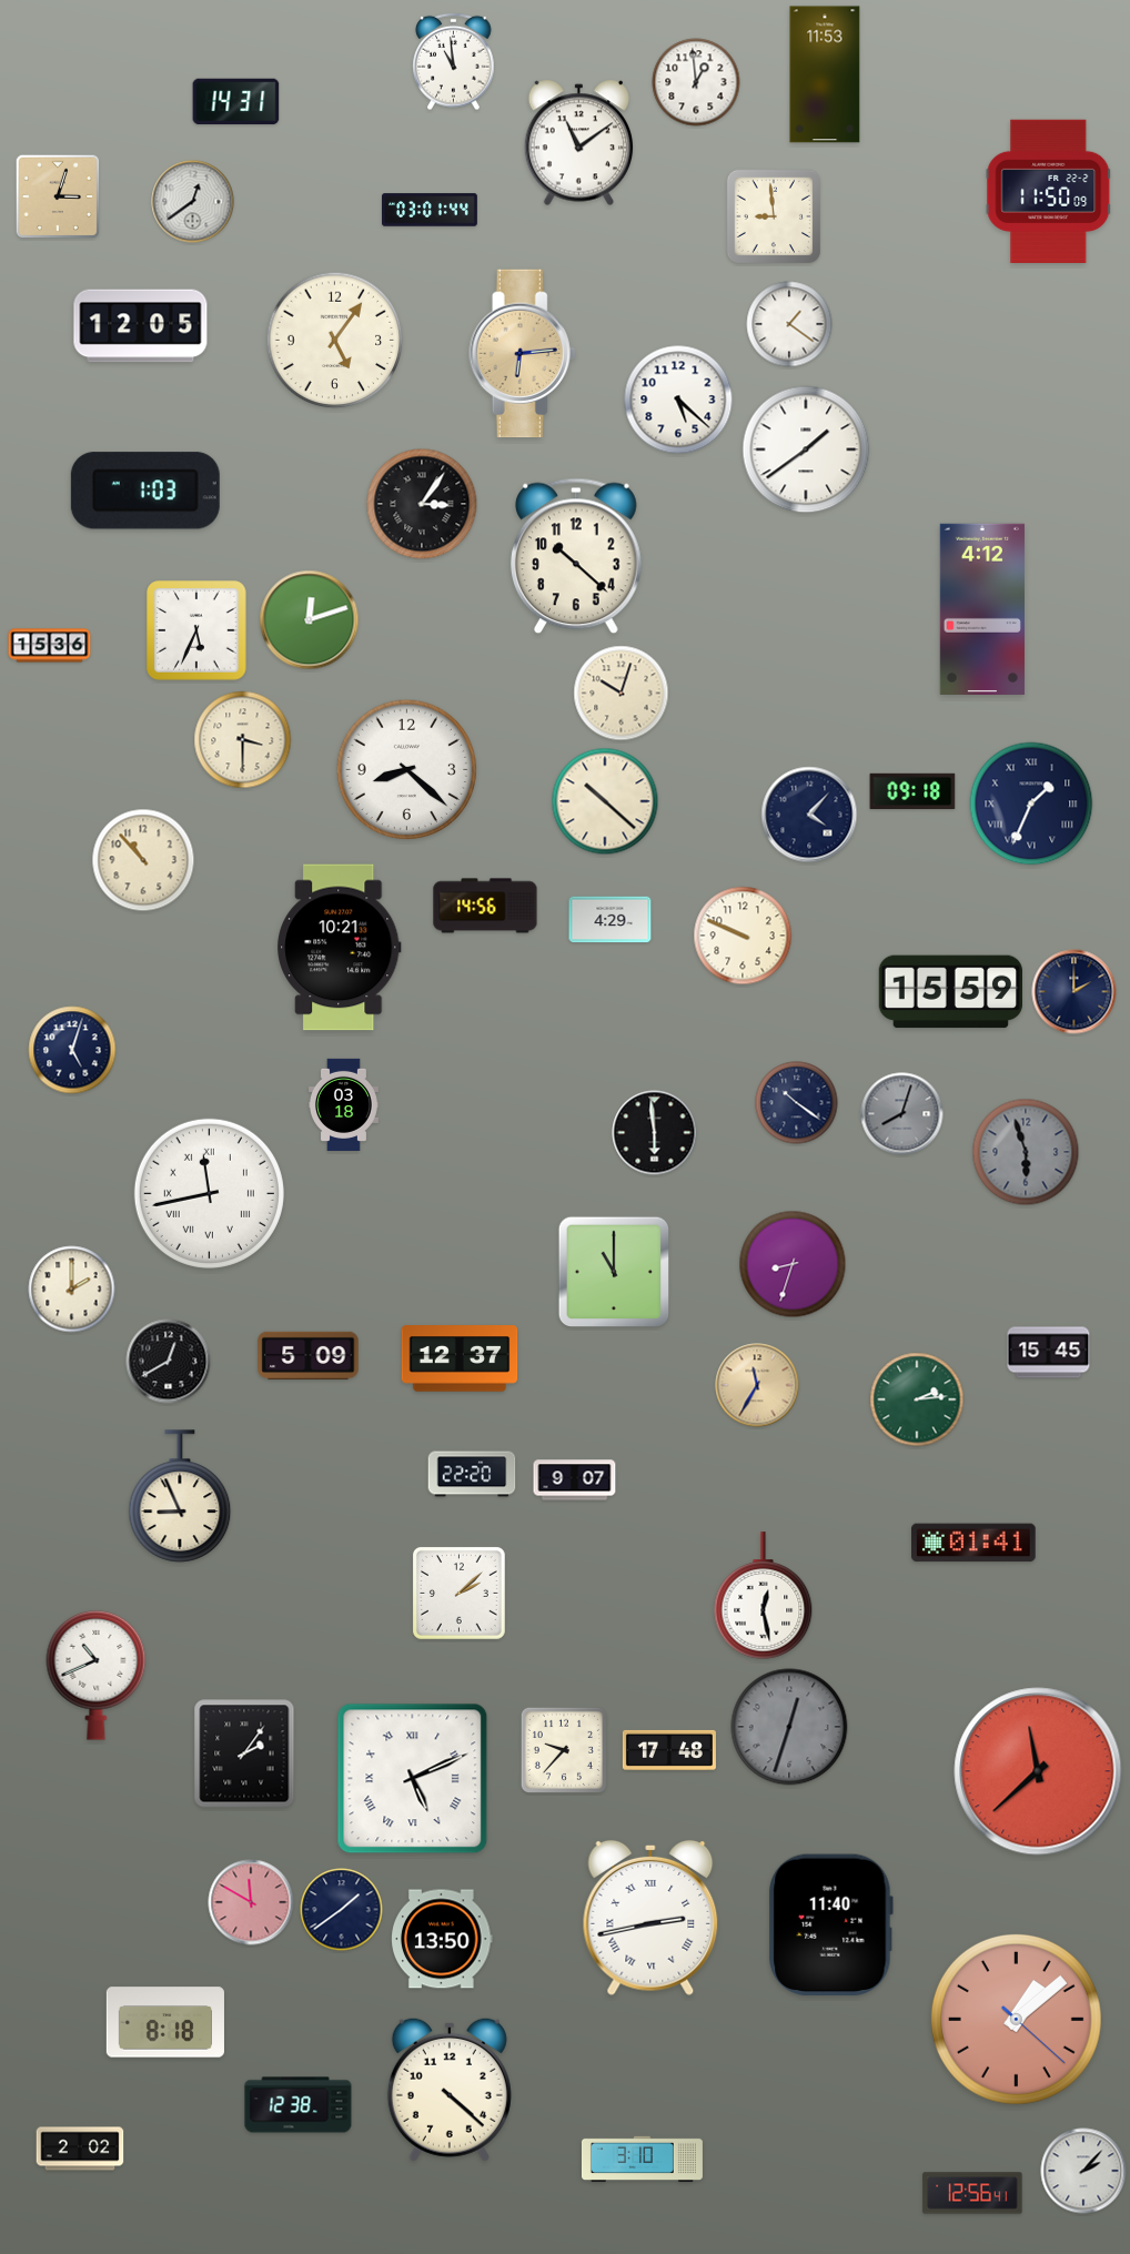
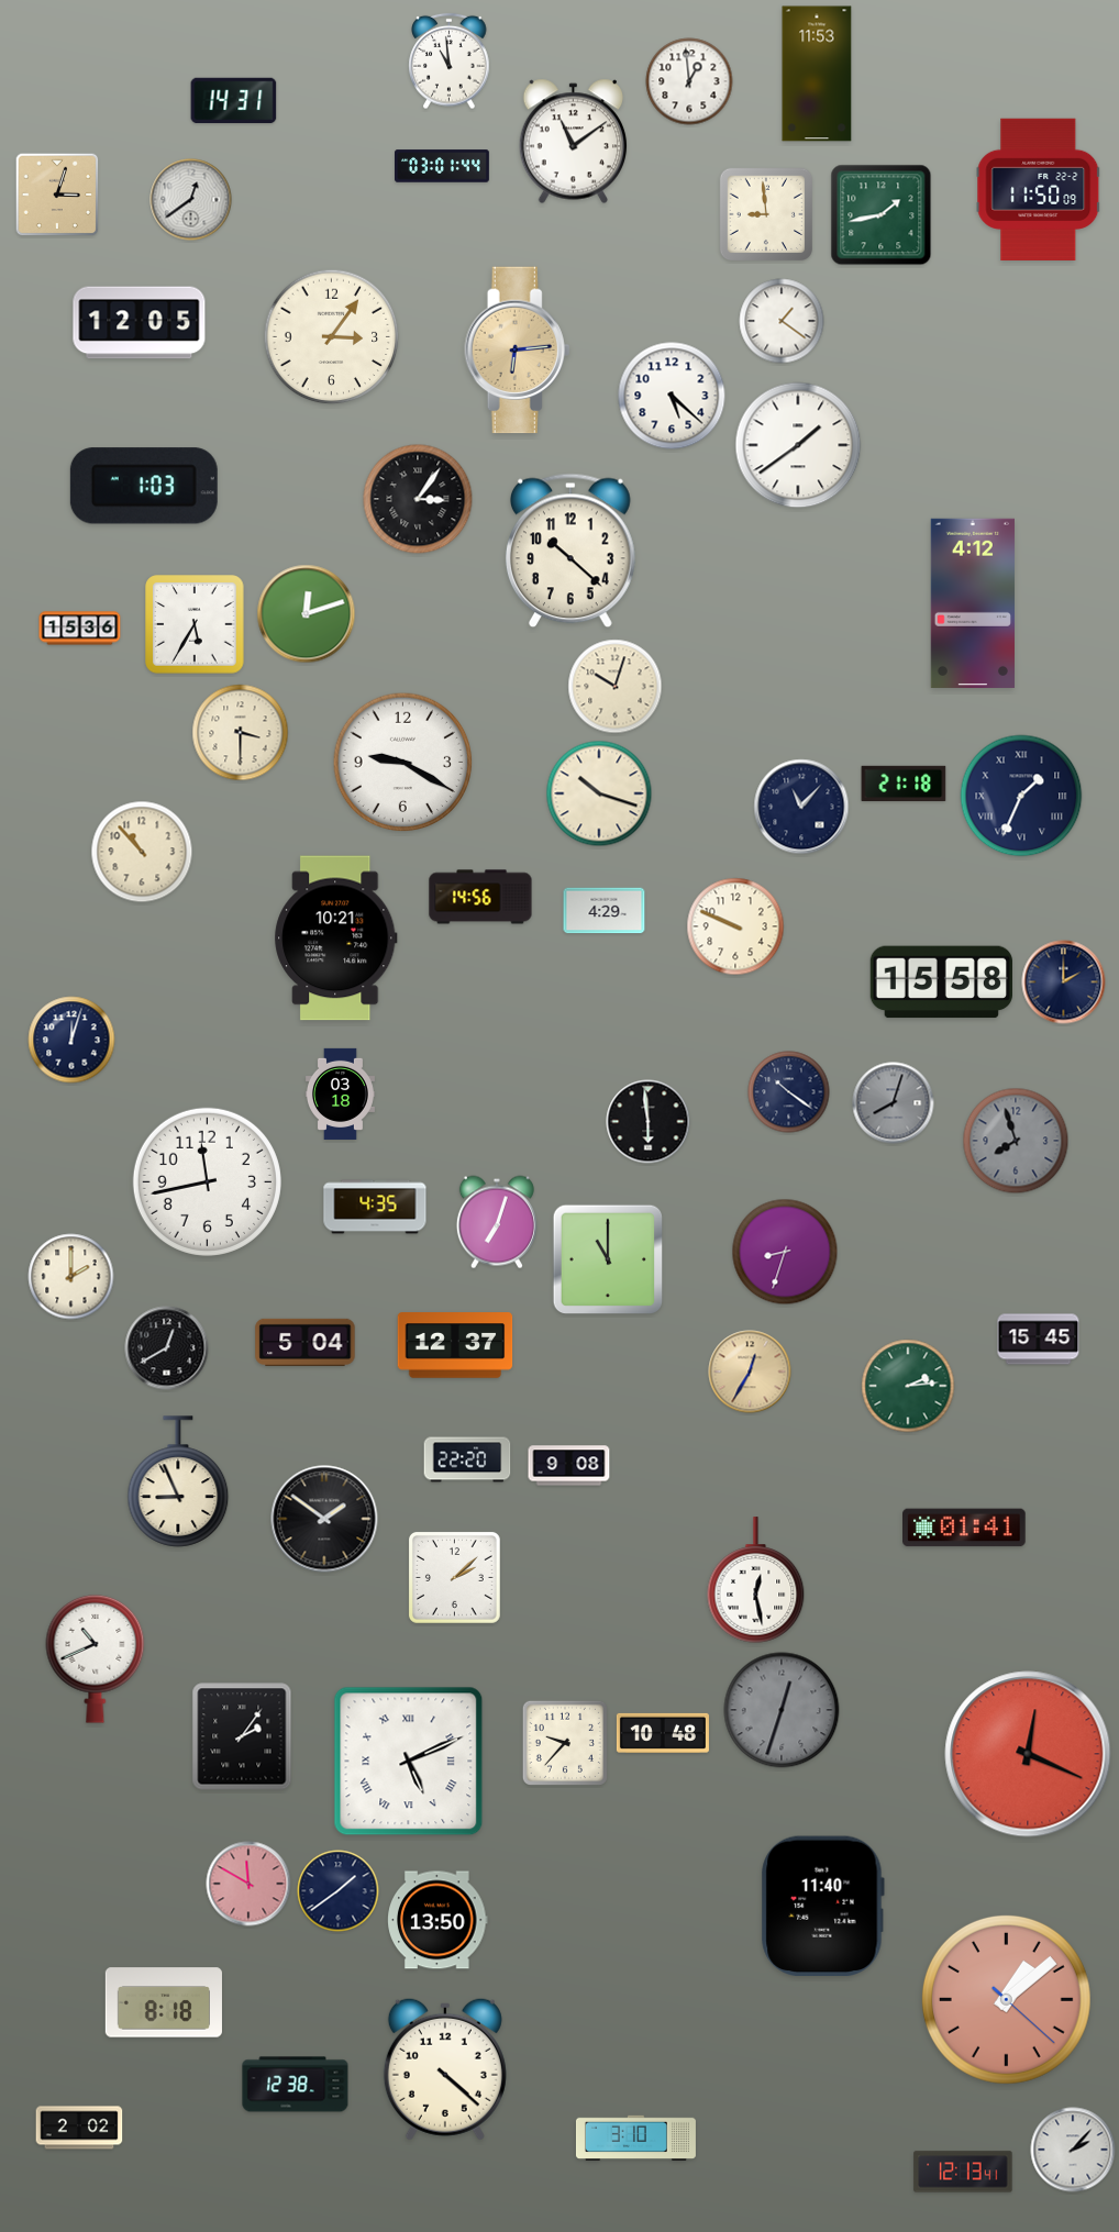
clock at (431, 210) position: (431, 210) -> (443, 166)
clock at (882, 215): none -> 1:43
clock at (335, 341): 5:06 -> 3:06
clock at (196, 630): 5:34 -> 5:35
clock at (50, 646) position: (50, 646) -> (80, 629)
clock at (407, 770): 8:22 -> 9:20
clock at (912, 790): 09:18 -> 21:18
clock at (605, 801): 10:22 -> 10:18
clock at (809, 815): 4:07 -> 11:07
clock at (950, 992): 15:59 -> 15:58
clock at (72, 1050): 5:03 -> 12:03
clock at (1026, 1152): 5:57 -> 7:57
clock at (209, 1193) numerals: Roman -> Arabic
clock at (375, 1207): none -> 4:35
clock at (497, 1222): none -> 7:03
clock at (309, 1355): 5:09 -> 5:04
clock at (757, 1385): 11:35 -> 12:35
clock at (575, 1480): 9:07 -> 9:08
clock at (324, 1519): none -> 1:51
clock at (564, 1750) position: (564, 1750) -> (565, 1743)
clock at (669, 1750): 17:48 -> 10:48
clock at (1038, 1771): 11:38 -> 12:19
clock at (650, 1918): 2:43 -> none
clock at (972, 2193): 12:56 -> 12:13
